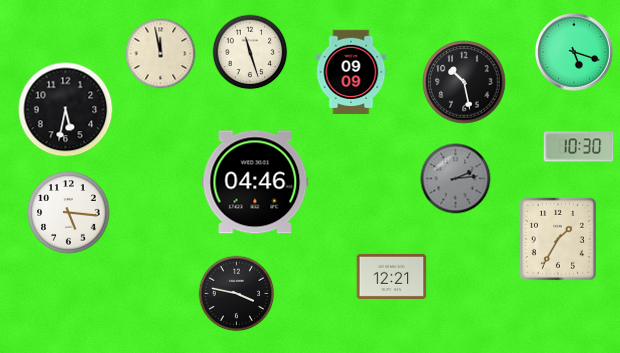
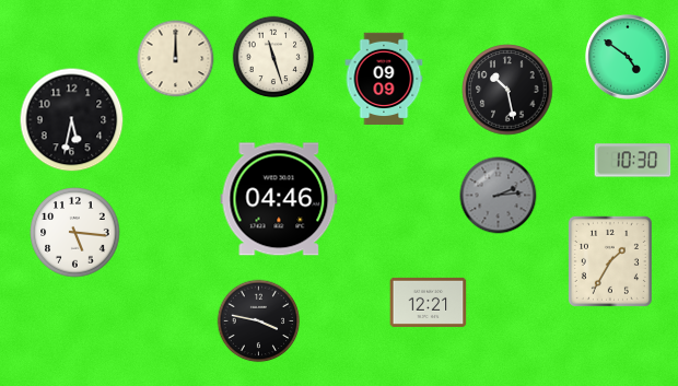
clock at (575, 53): 5:18 -> 4:51
clock at (161, 54): 11:58 -> 12:00
